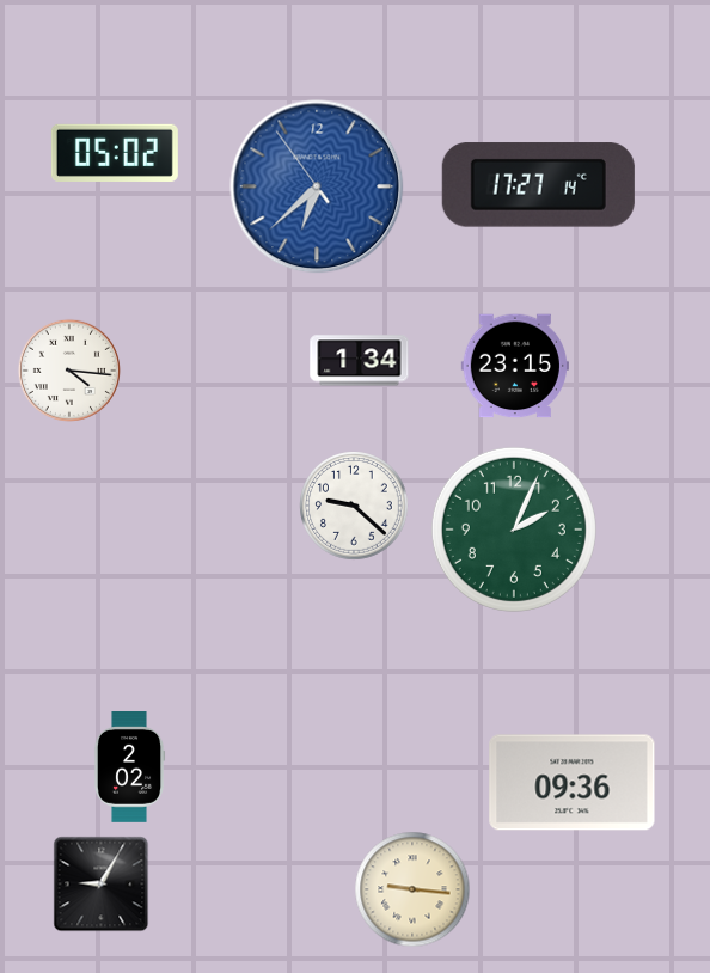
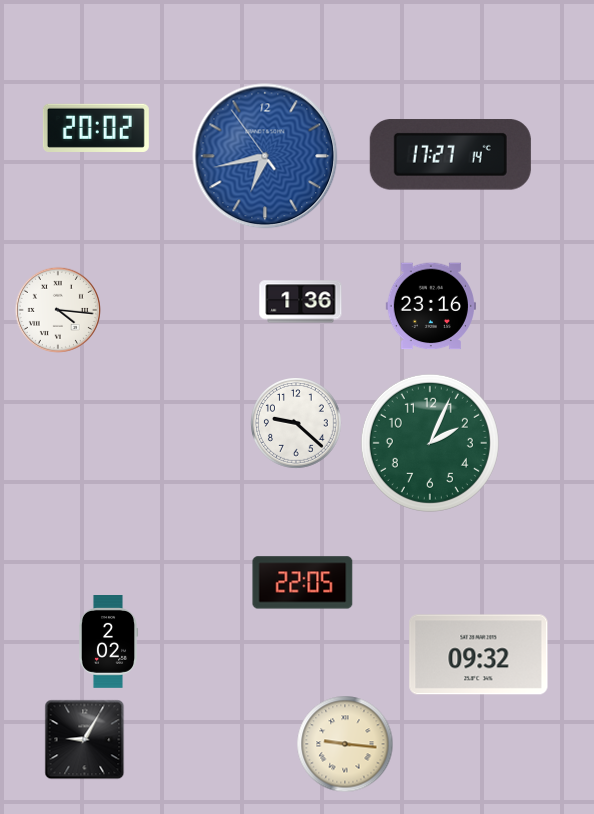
clock at (115, 153): 05:02 -> 20:02
clock at (317, 186): 6:37 -> 6:42
clock at (360, 361): 1:34 -> 1:36
clock at (515, 366): 23:15 -> 23:16
clock at (303, 583): none -> 22:05
clock at (573, 783): 09:36 -> 09:32
